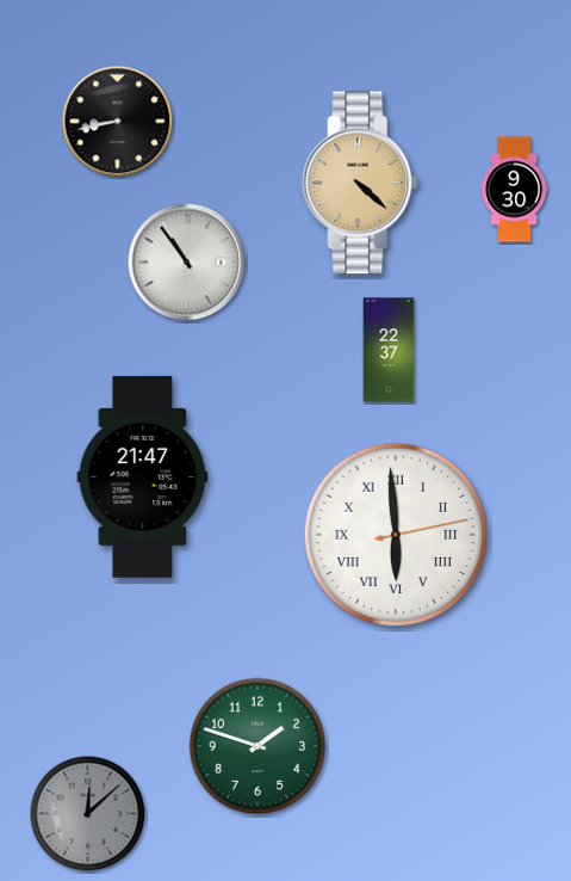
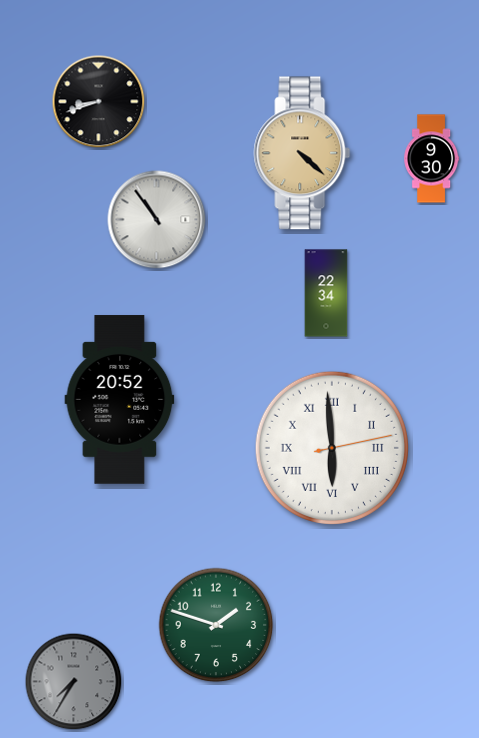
clock at (118, 122): 8:43 -> 8:42
clock at (389, 350): 22:37 -> 22:34
clock at (143, 478): 21:47 -> 20:52
clock at (88, 814): 12:08 -> 7:35
